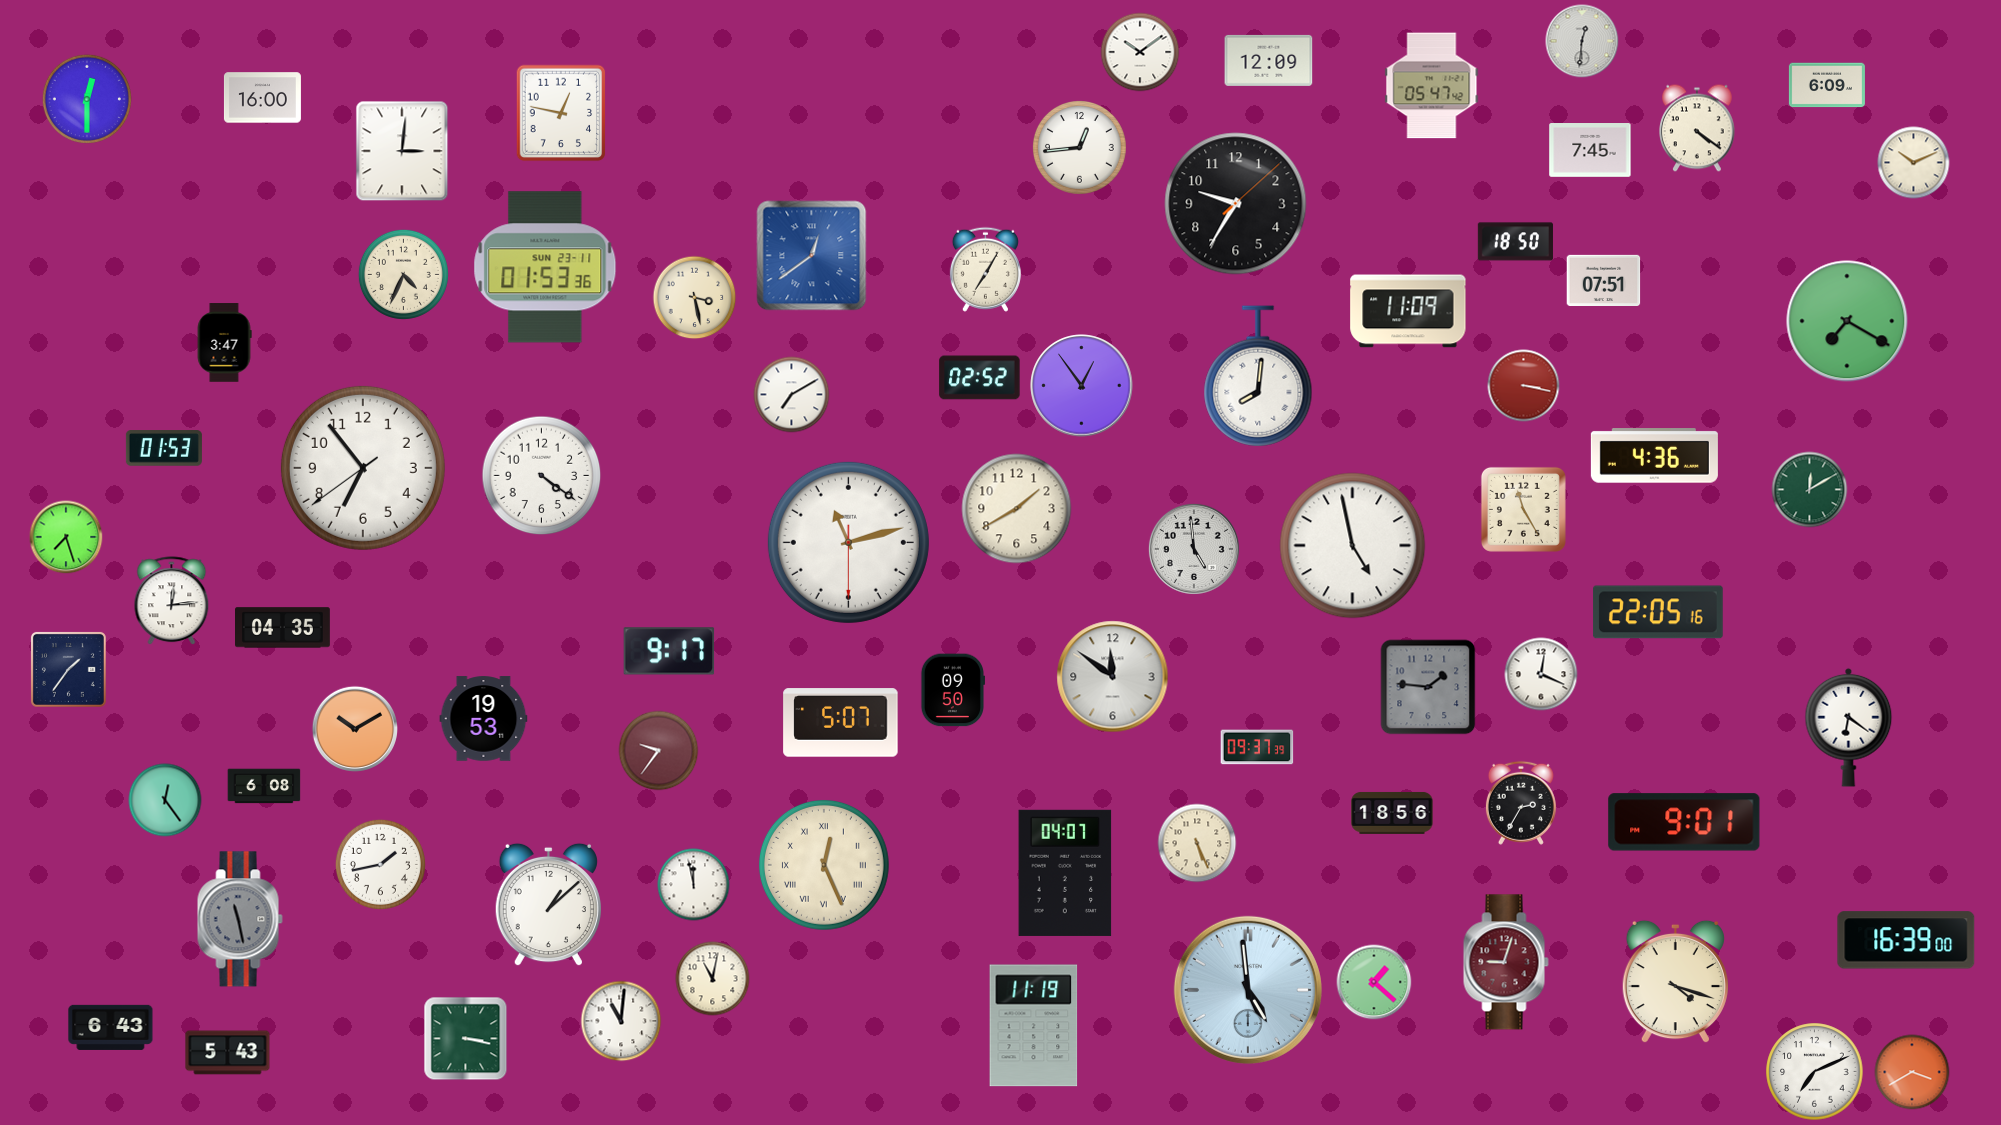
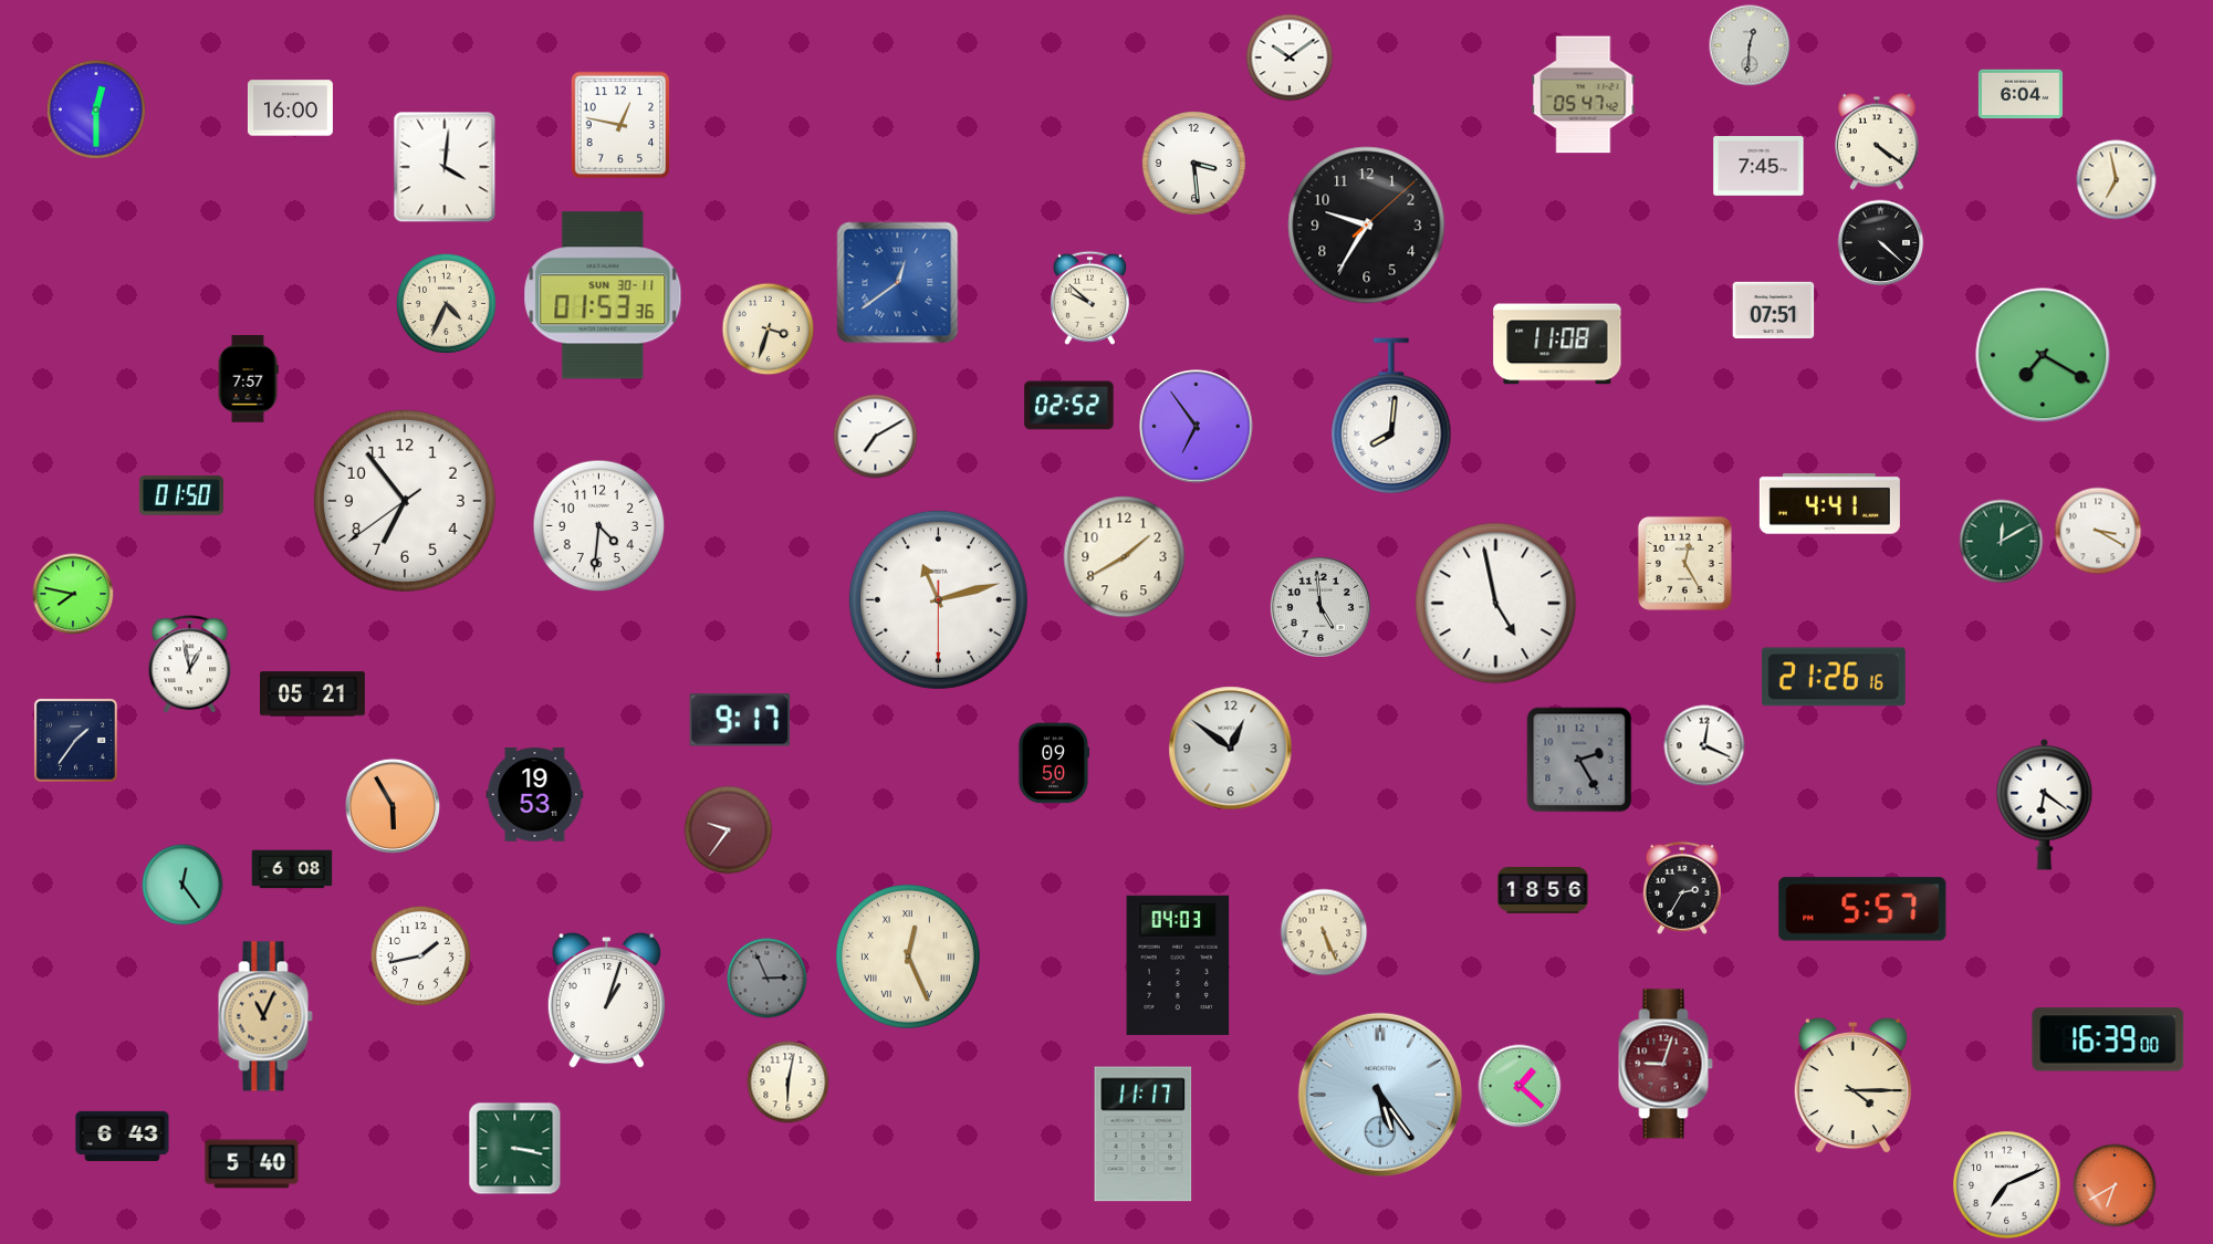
clock at (1140, 52) position: (1140, 52) -> (1290, 58)
clock at (1269, 60): 12:09 -> none
clock at (1827, 85): 6:09 -> 6:04
clock at (1079, 147): 12:44 -> 3:29
clock at (402, 151): 3:01 -> 4:01
clock at (1914, 163): 10:11 -> 6:58
clock at (1881, 243): none -> 4:22
clock at (1515, 242): 18:50 -> none
clock at (545, 267) date: SUN 23-11 -> SUN 30-11
clock at (985, 269): 7:05 -> 9:52
clock at (695, 298): 3:28 -> 3:33
clock at (1408, 311): 11:09 -> 11:08
clock at (224, 343): 3:47 -> 7:57
clock at (980, 378) position: (980, 378) -> (1069, 406)
clock at (1082, 386): 12:54 -> 6:54
clock at (1524, 386): 3:17 -> none
clock at (164, 448): 01:53 -> 01:50
clock at (1654, 456): 4:36 -> 4:41
clock at (363, 468) position: (363, 468) -> (405, 501)
clock at (542, 476): 4:21 -> 4:31
clock at (2098, 531): none -> 3:20
clock at (1017, 509) position: (1017, 509) -> (1125, 557)
clock at (1523, 509): 11:25 -> 12:25
clock at (66, 537): 7:27 -> 7:47
clock at (172, 601): 12:14 -> 12:58
clock at (1659, 612): 22:05 -> 21:26
clock at (283, 628): 04:35 -> 05:21
clock at (1113, 677): 11:51 -> 12:51
clock at (1428, 687): 1:46 -> 2:25
clock at (841, 723): 5:07 -> none
clock at (354, 728): 10:10 -> 5:55
clock at (1257, 747): 09:37 -> none
clock at (1392, 813) position: (1392, 813) -> (1543, 890)
clock at (1684, 822): 9:01 -> 5:57
clock at (824, 865) position: (824, 865) -> (908, 956)
clock at (1065, 873): 04:07 -> 04:03
clock at (694, 885): 11:58 -> 2:56
clock at (694, 885) dial: white -> grey
clock at (548, 905): 1:08 -> 1:03
clock at (240, 919): 11:28 -> 11:04
clock at (240, 919) dial: grey -> champagne
clock at (713, 979): 11:02 -> 6:02
clock at (1675, 982): 4:18 -> 4:15
clock at (1248, 990): 4:59 -> 5:24
clock at (621, 1021): 11:01 -> none
clock at (1034, 1026): 11:19 -> 11:17
clock at (228, 1053): 5:43 -> 5:40
clock at (1912, 1072): 3:40 -> 6:40
